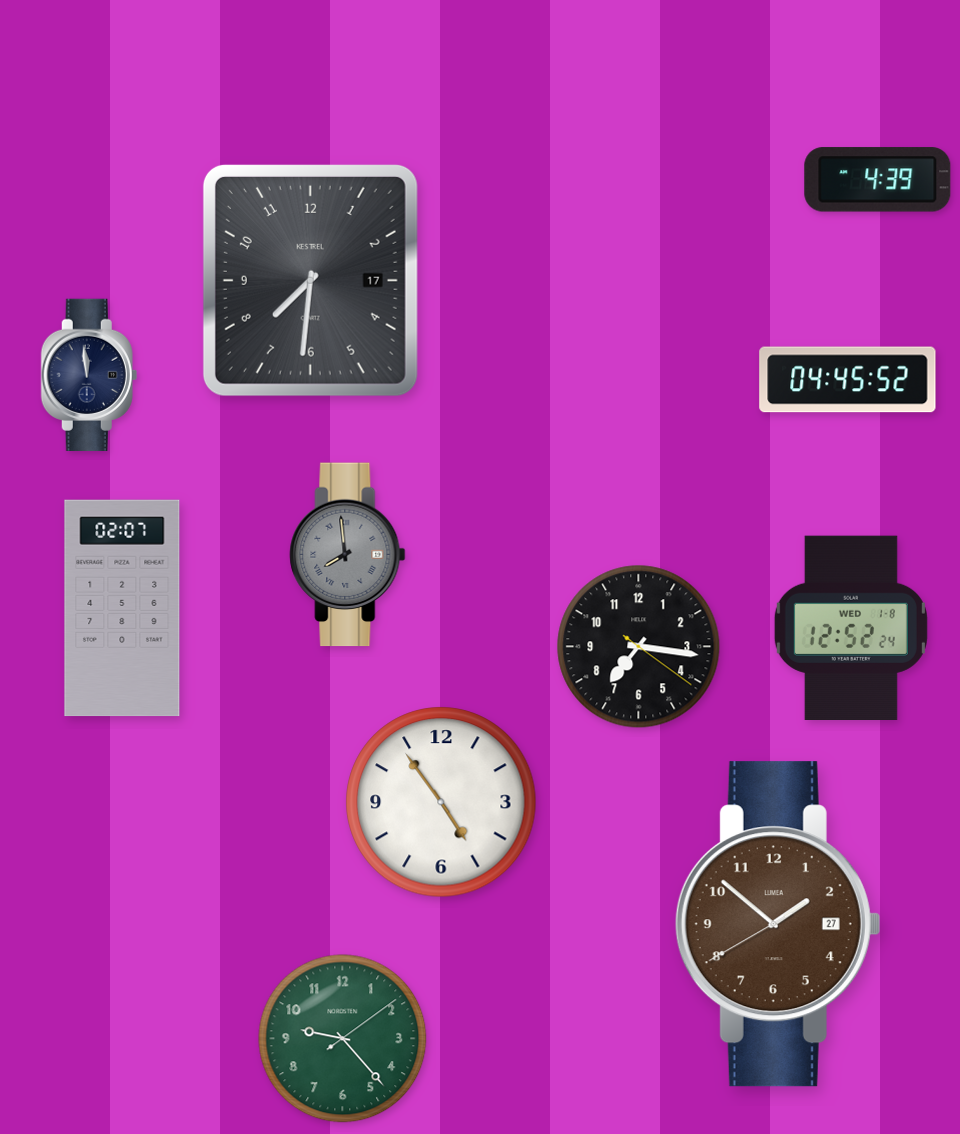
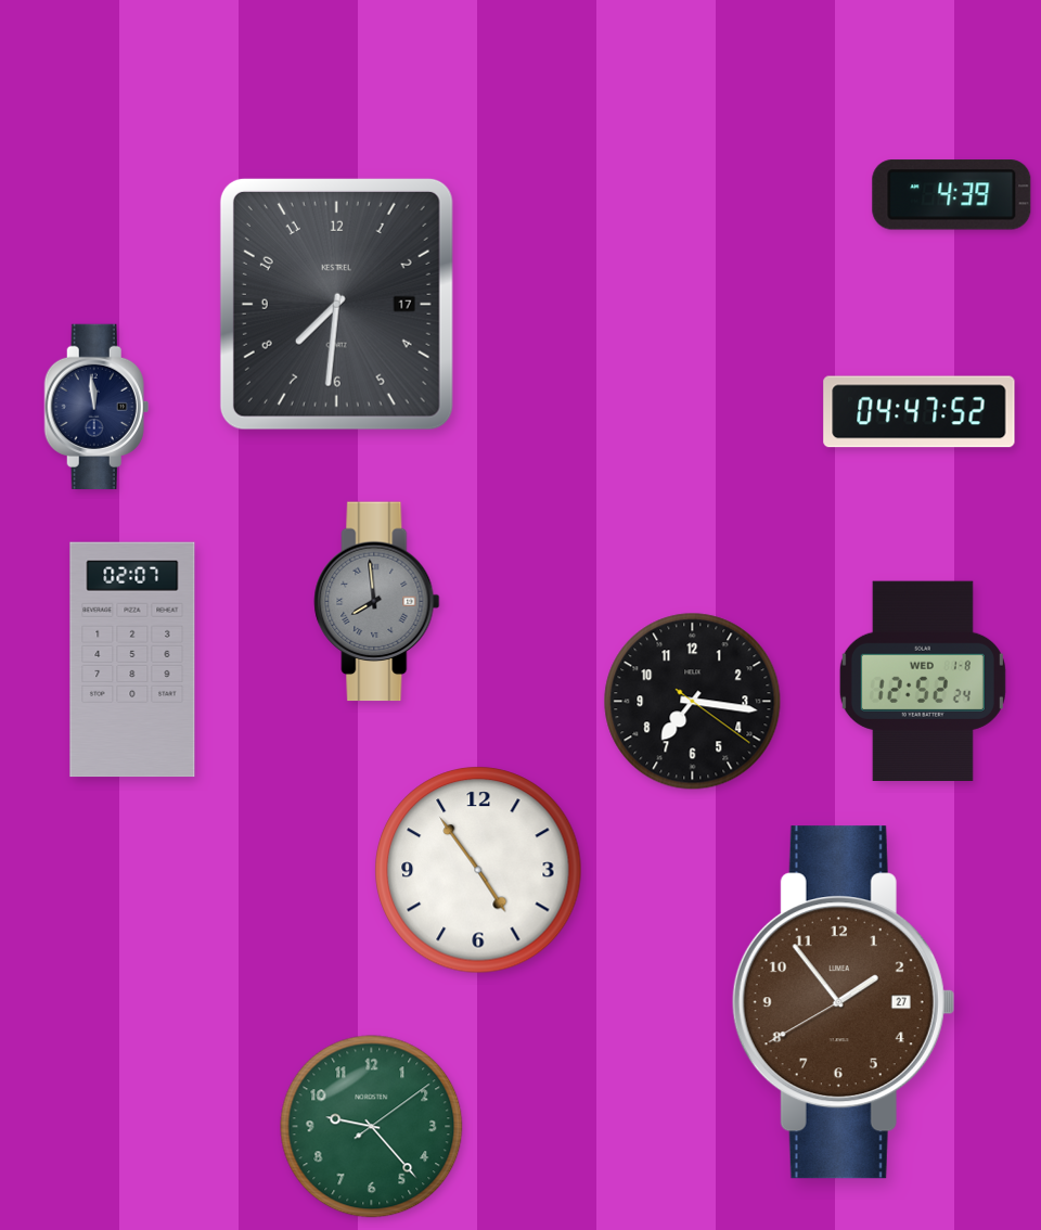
clock at (848, 380): 04:45 -> 04:47
clock at (778, 924): 1:51 -> 1:53
